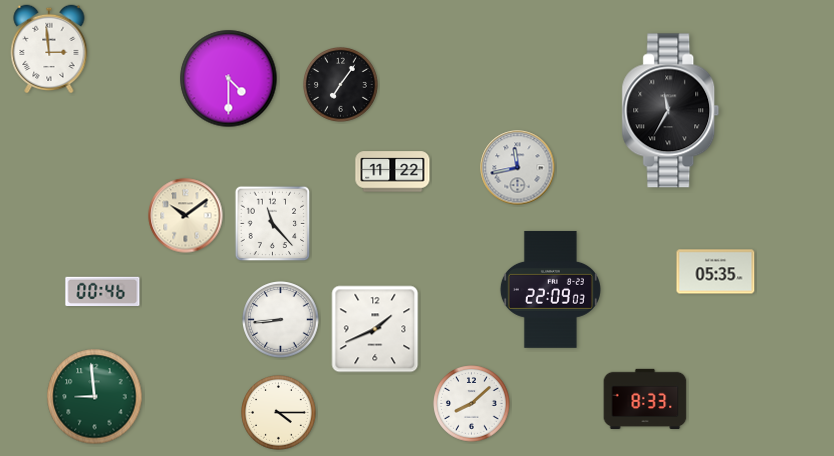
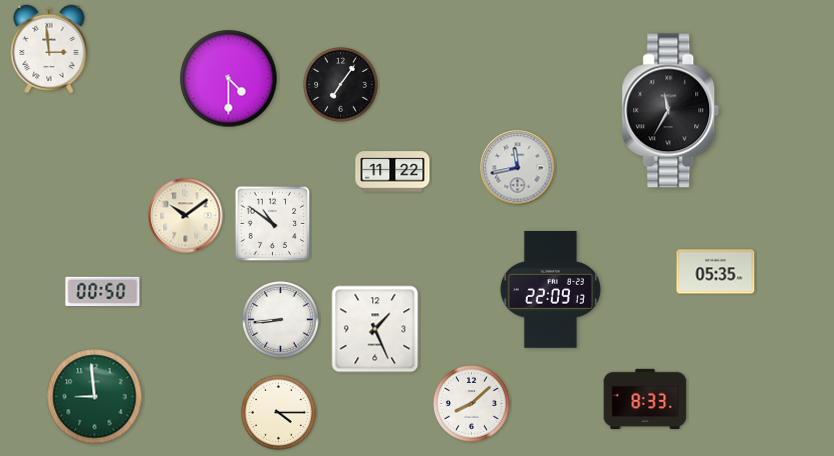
clock at (273, 224): 11:23 -> 10:51
clock at (550, 289): 22:09:03 -> 22:09:13
clock at (103, 292): 00:46 -> 00:50
clock at (375, 329): 1:41 -> 1:26
